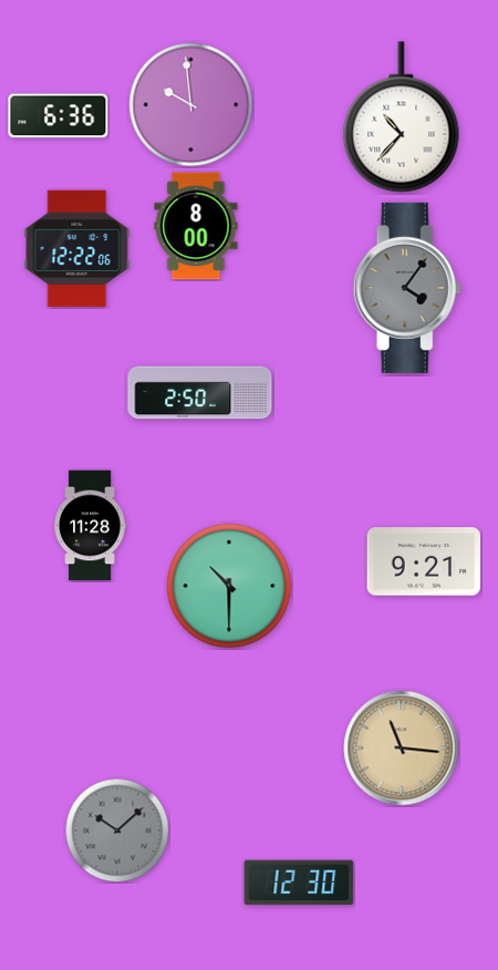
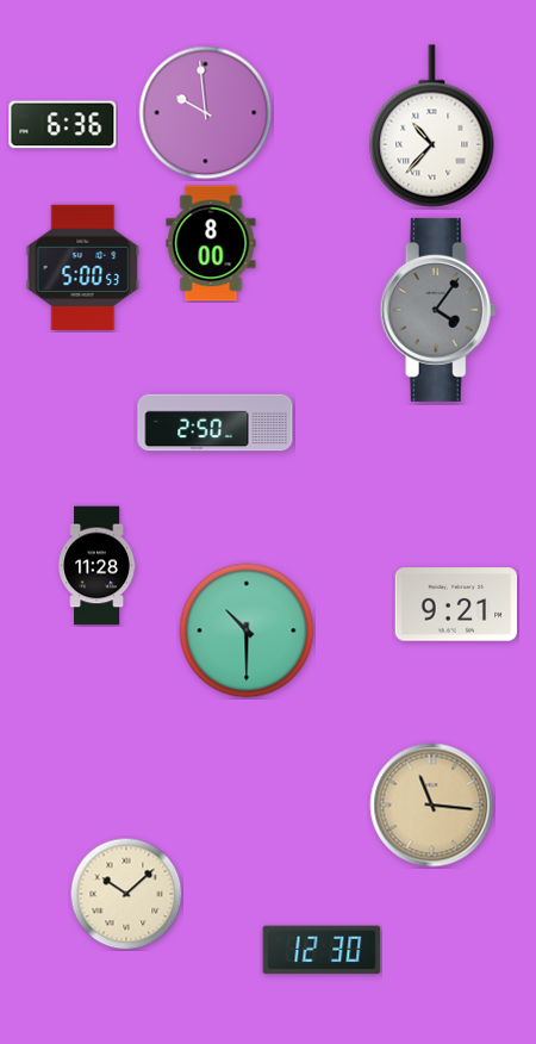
clock at (77, 248): 12:22 -> 5:00
clock at (117, 830) dial: grey -> cream
